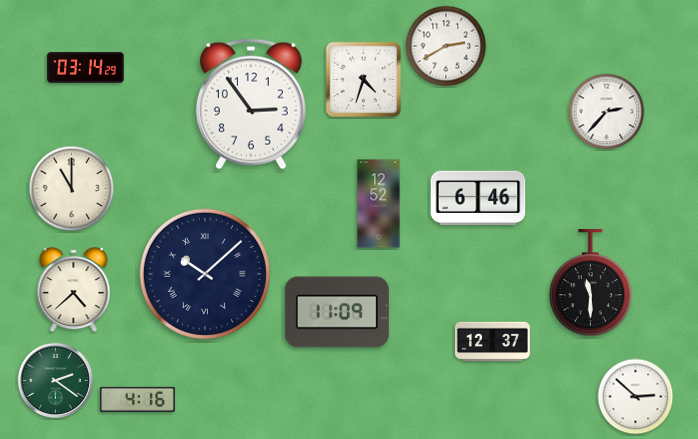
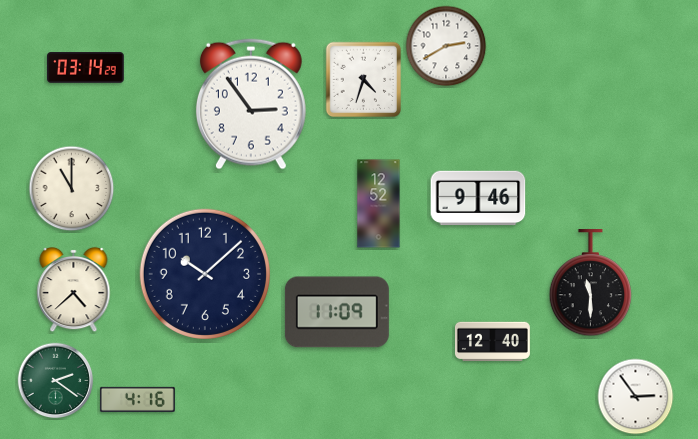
clock at (607, 112): 2:37 -> none
clock at (478, 198): 6:46 -> 9:46
clock at (205, 274) numerals: Roman -> Arabic
clock at (492, 342): 12:37 -> 12:40
clock at (636, 397): 2:52 -> 2:54
